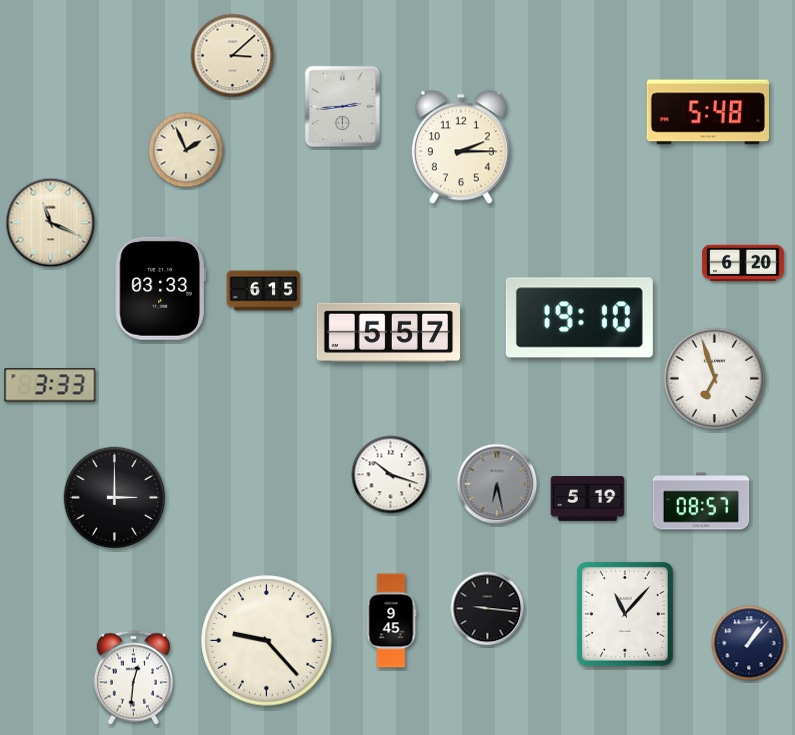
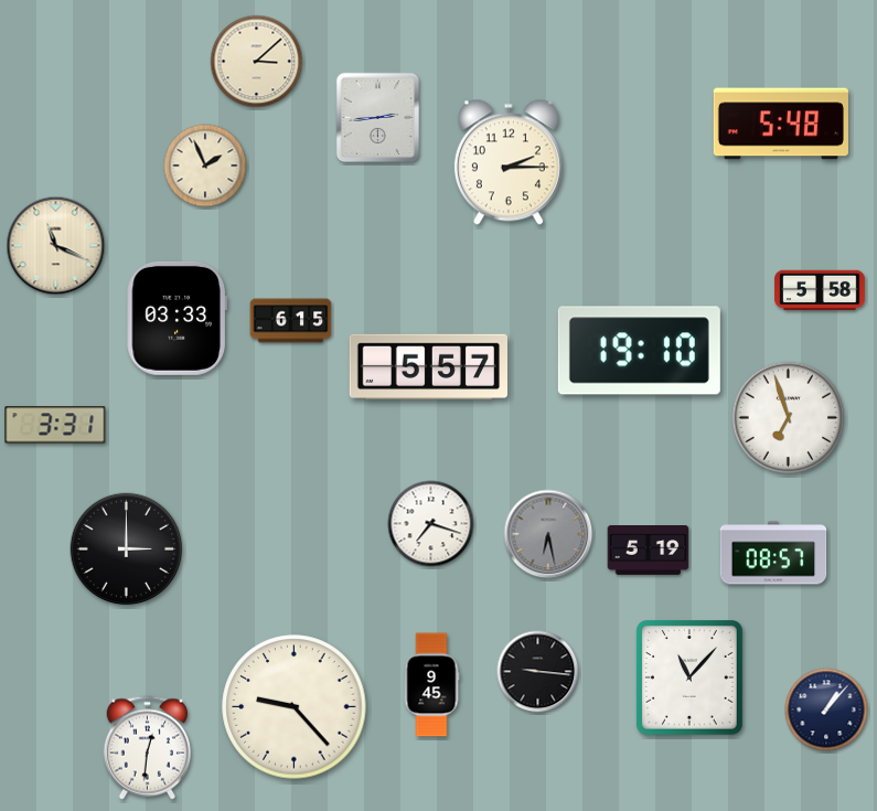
clock at (743, 263): 6:20 -> 5:58
clock at (50, 385): 3:33 -> 3:31
clock at (391, 475): 10:18 -> 7:18
